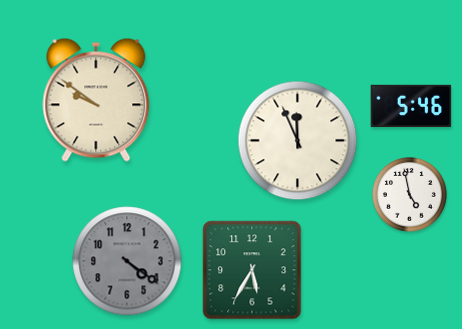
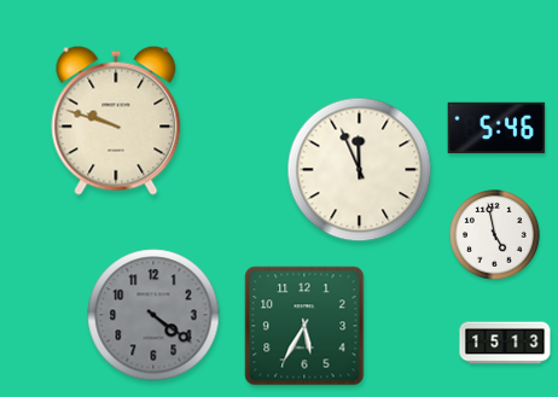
clock at (96, 100): 9:51 -> 9:48
clock at (505, 343): none -> 15:13
